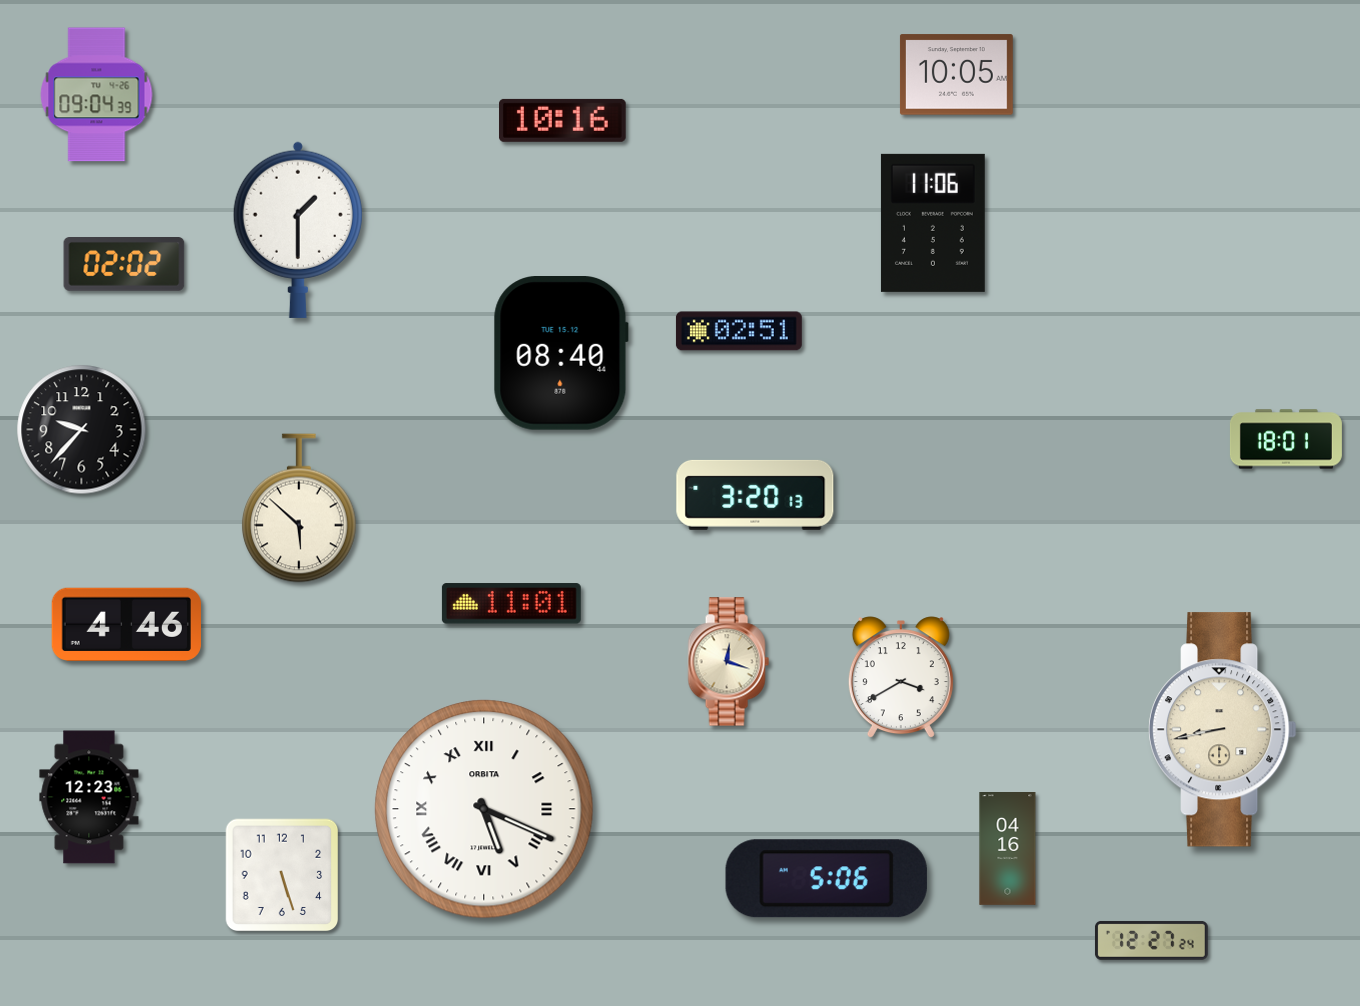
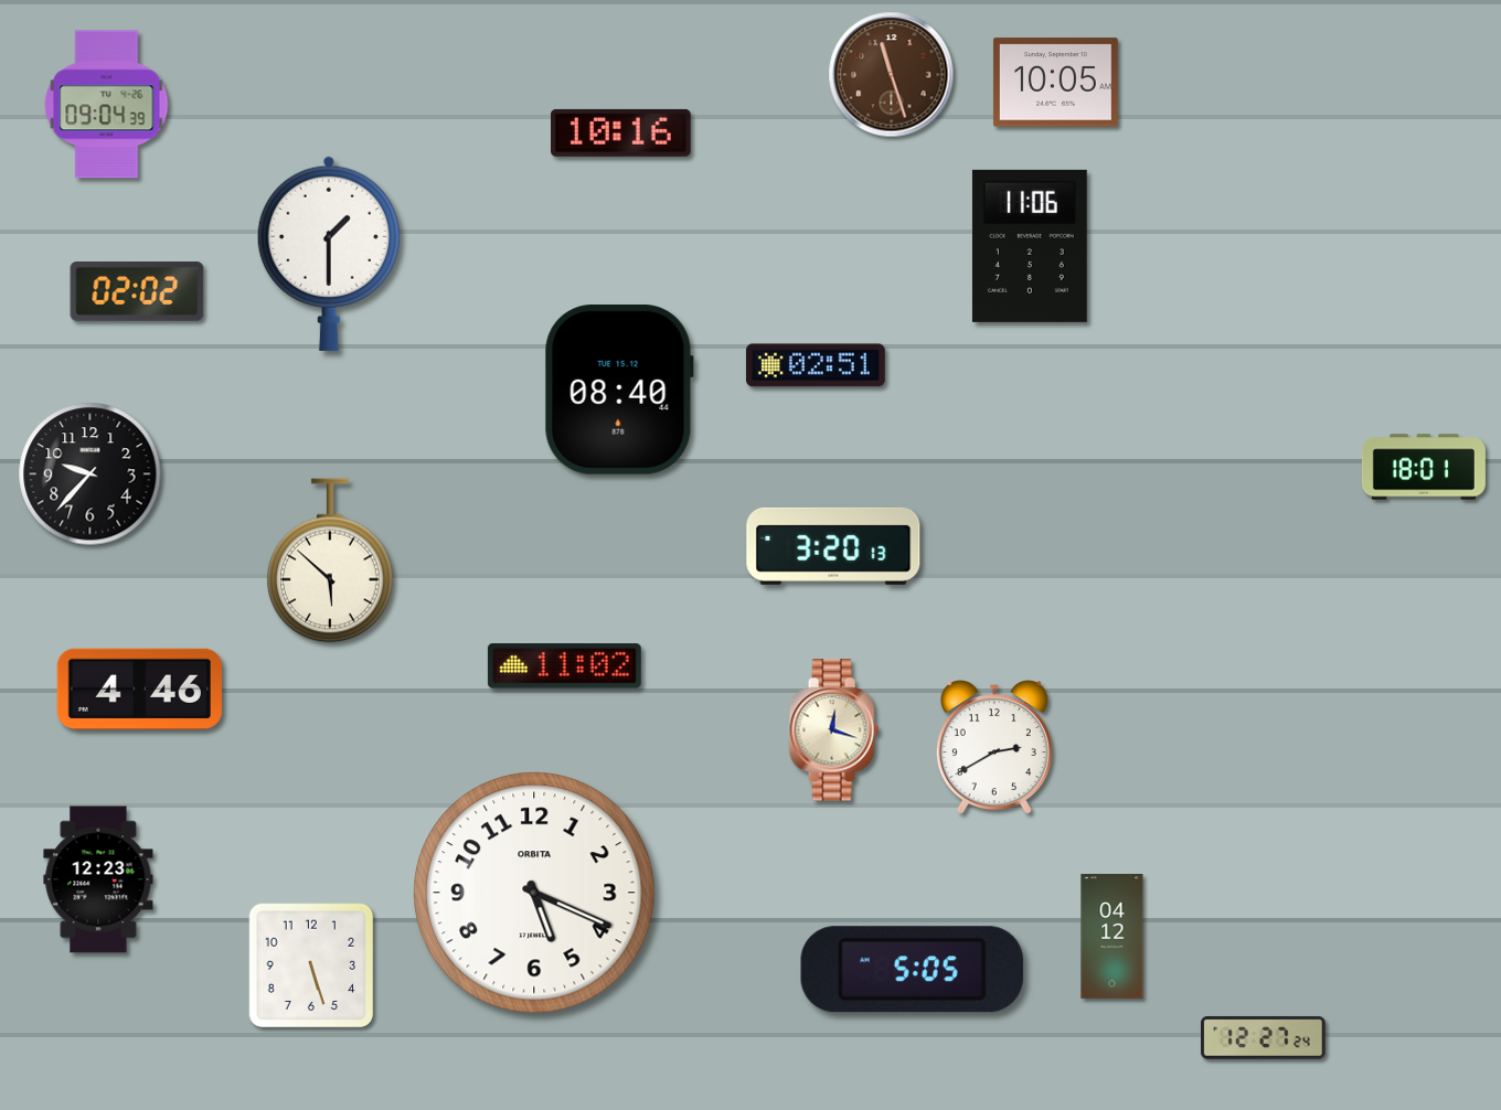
clock at (892, 75): none -> 11:27
clock at (1286, 439) position: (1286, 439) -> (1424, 467)
clock at (511, 604): 11:01 -> 11:02
clock at (728, 662) position: (728, 662) -> (833, 730)
clock at (901, 678): 3:40 -> 2:40
clock at (1222, 730): 8:43 -> none
clock at (484, 809) numerals: Roman -> Arabic
clock at (1008, 849): 04:16 -> 04:12
clock at (826, 879): 5:06 -> 5:05
clock at (1151, 940) position: (1151, 940) -> (1263, 1037)
